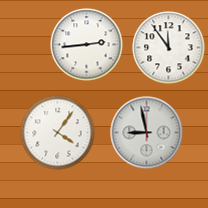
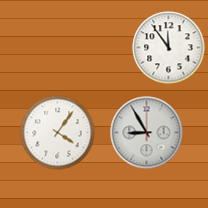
clock at (87, 45): 2:44 -> none
clock at (147, 133): 8:58 -> 8:55
